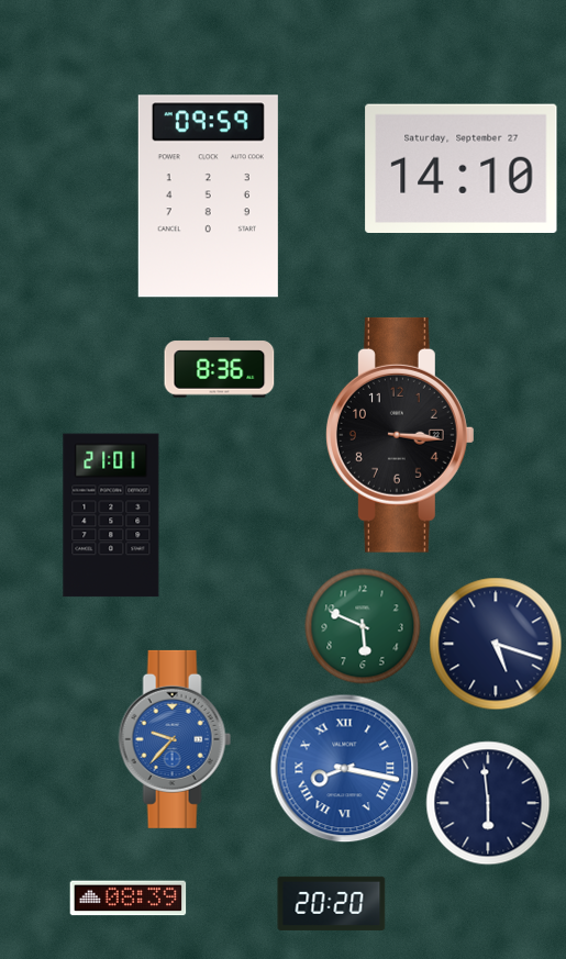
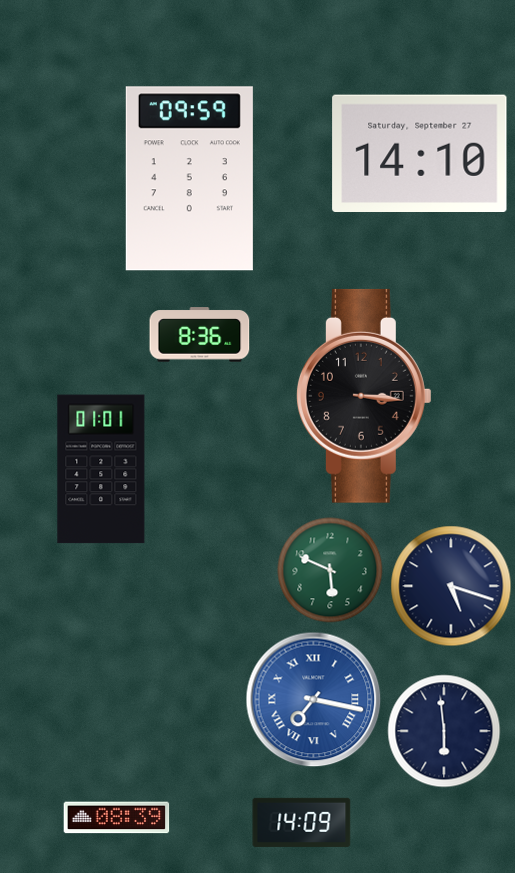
clock at (111, 515): 21:01 -> 01:01
clock at (175, 739): 9:37 -> none
clock at (345, 769): 8:17 -> 7:17
clock at (332, 903): 20:20 -> 14:09
